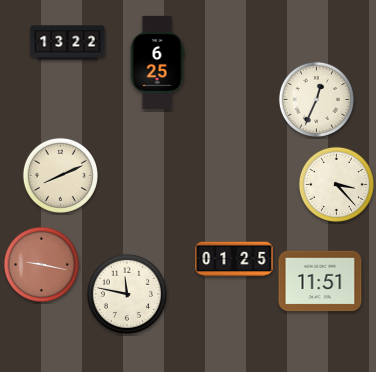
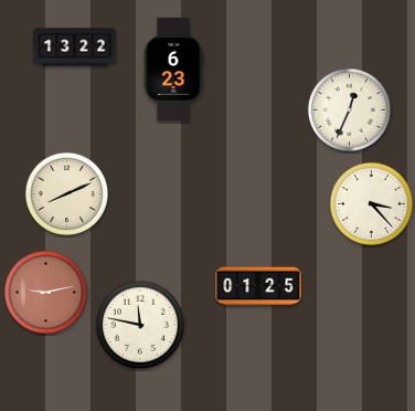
clock at (157, 62): 6:25 -> 6:23
clock at (41, 264): 9:17 -> 9:13
clock at (320, 281): 11:51 -> none
